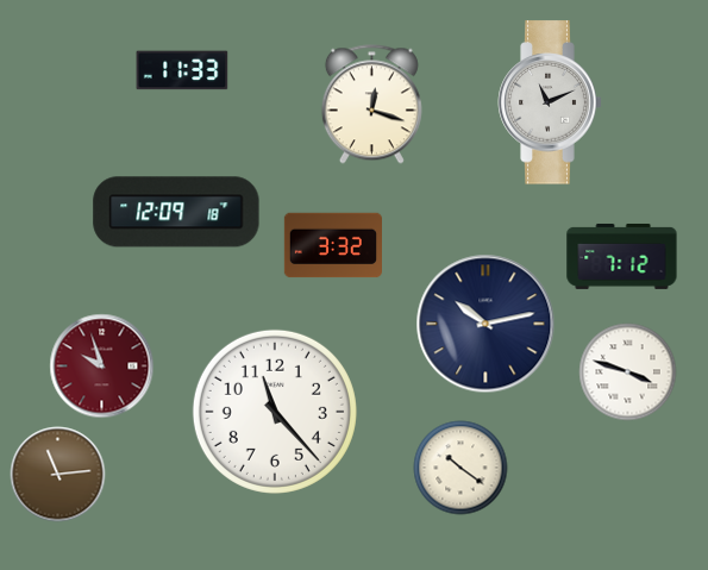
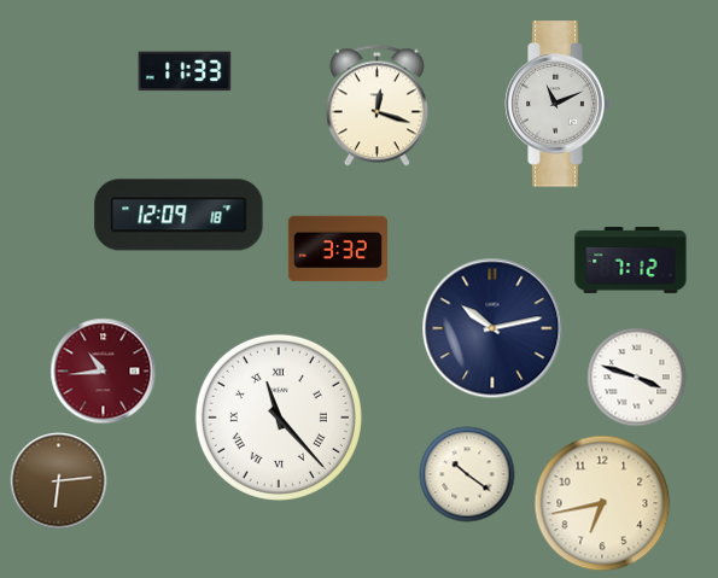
clock at (102, 367): 9:57 -> 10:44
clock at (275, 412) numerals: Arabic -> Roman
clock at (58, 475): 11:14 -> 6:14
clock at (602, 503): none -> 6:43
